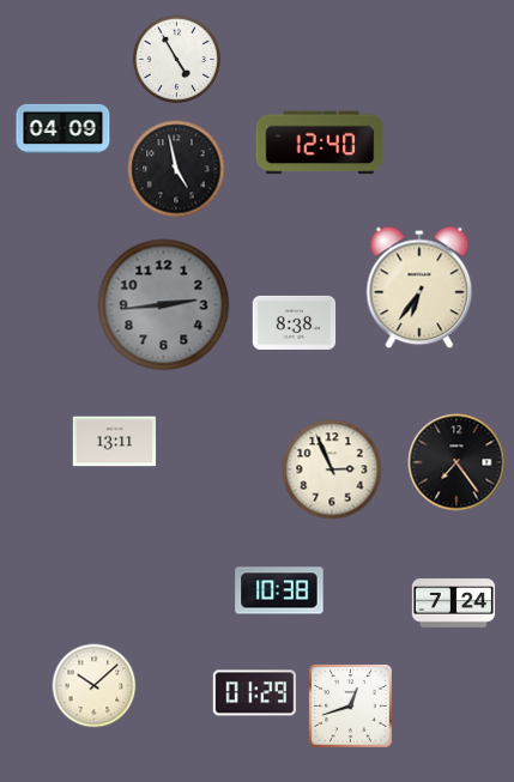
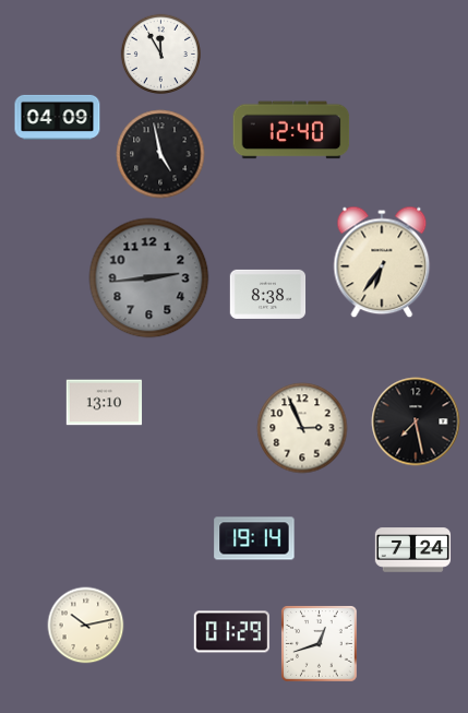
clock at (176, 59): 4:55 -> 11:55
clock at (115, 442): 13:11 -> 13:10
clock at (456, 462): 7:24 -> 7:28
clock at (279, 590): 10:38 -> 19:14
clock at (95, 686): 10:08 -> 10:13
